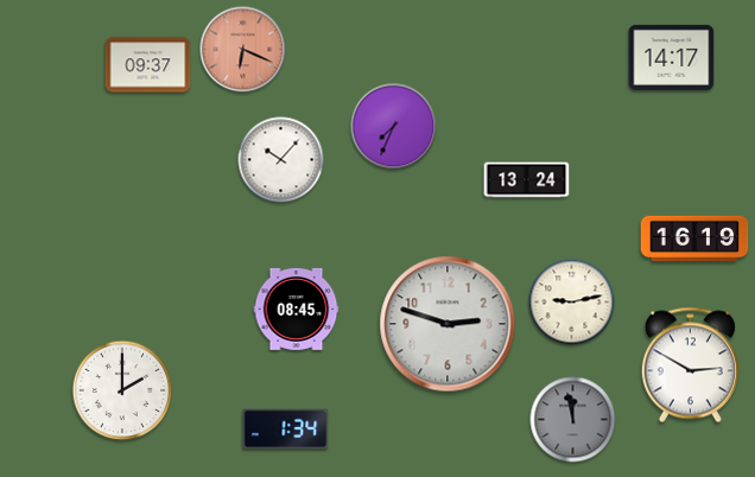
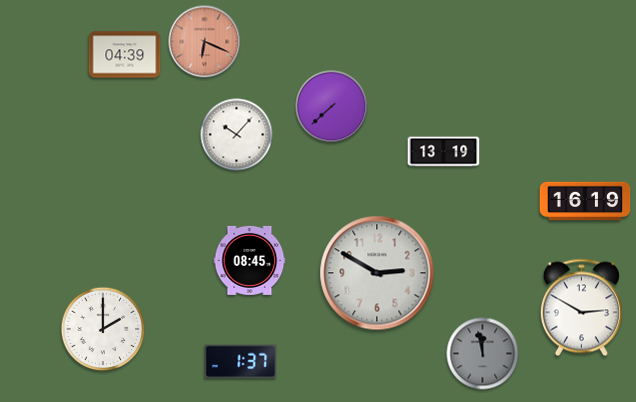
clock at (672, 57): 14:17 -> none
clock at (148, 65): 09:37 -> 04:39
clock at (394, 127): 7:34 -> 7:38
clock at (527, 180): 13:24 -> 13:19
clock at (572, 303): 9:13 -> none
clock at (448, 324): 2:48 -> 2:50
clock at (286, 430): 1:34 -> 1:37
